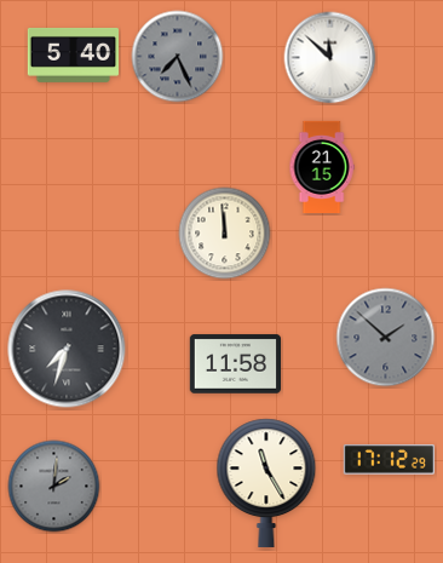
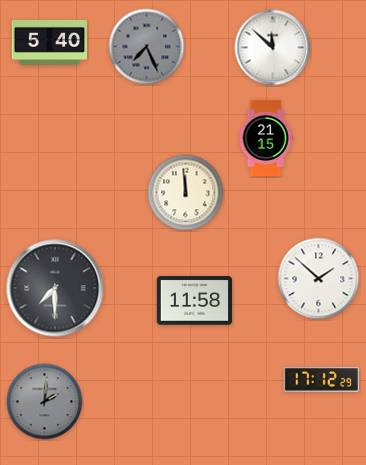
clock at (73, 54) position: (73, 54) -> (49, 42)
clock at (386, 338) dial: grey -> white
clock at (67, 349): 7:33 -> 7:30
clock at (266, 483): 11:25 -> none
